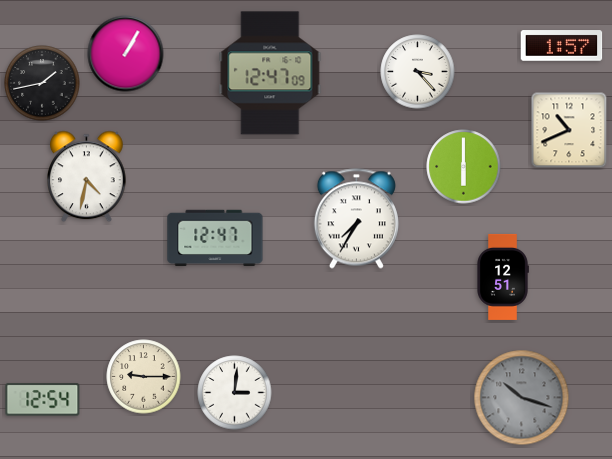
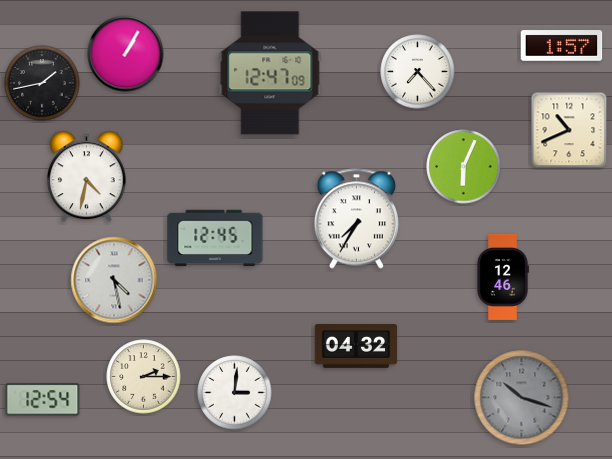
clock at (418, 72): 3:23 -> 7:23
clock at (464, 167): 6:00 -> 6:04
clock at (215, 238): 12:47 -> 12:45
clock at (503, 277): 12:51 -> 12:46
clock at (114, 280): none -> 4:28
clock at (356, 347): none -> 04:32
clock at (144, 377): 9:15 -> 2:15
